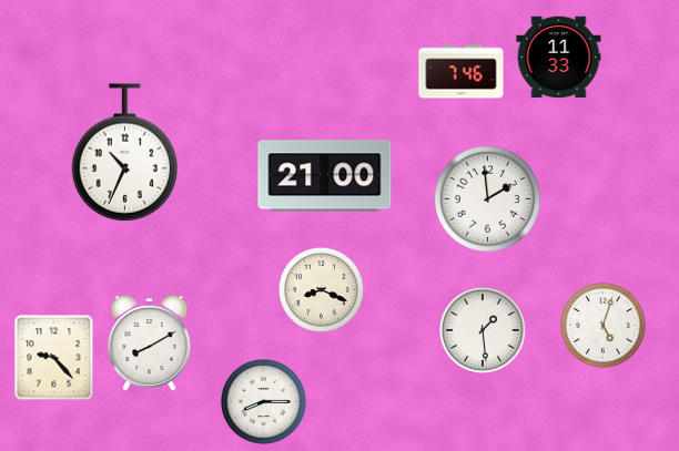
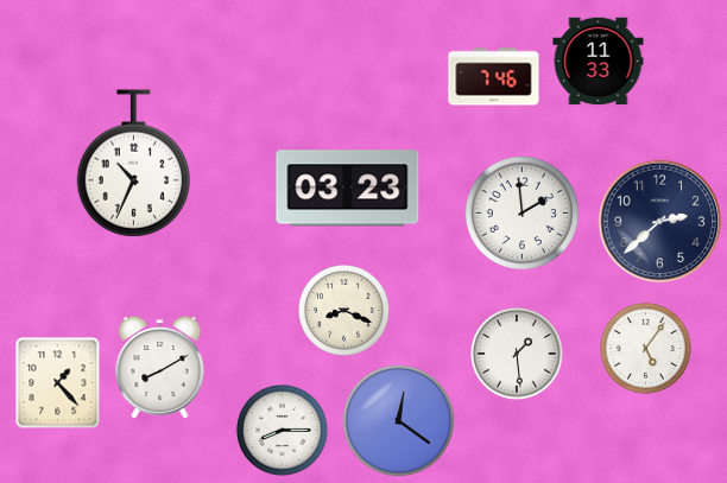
clock at (325, 176): 21:00 -> 03:23
clock at (660, 222): none -> 2:38
clock at (604, 326): 5:03 -> 5:06
clock at (54, 357): 9:23 -> 1:23
clock at (398, 420): none -> 12:21
